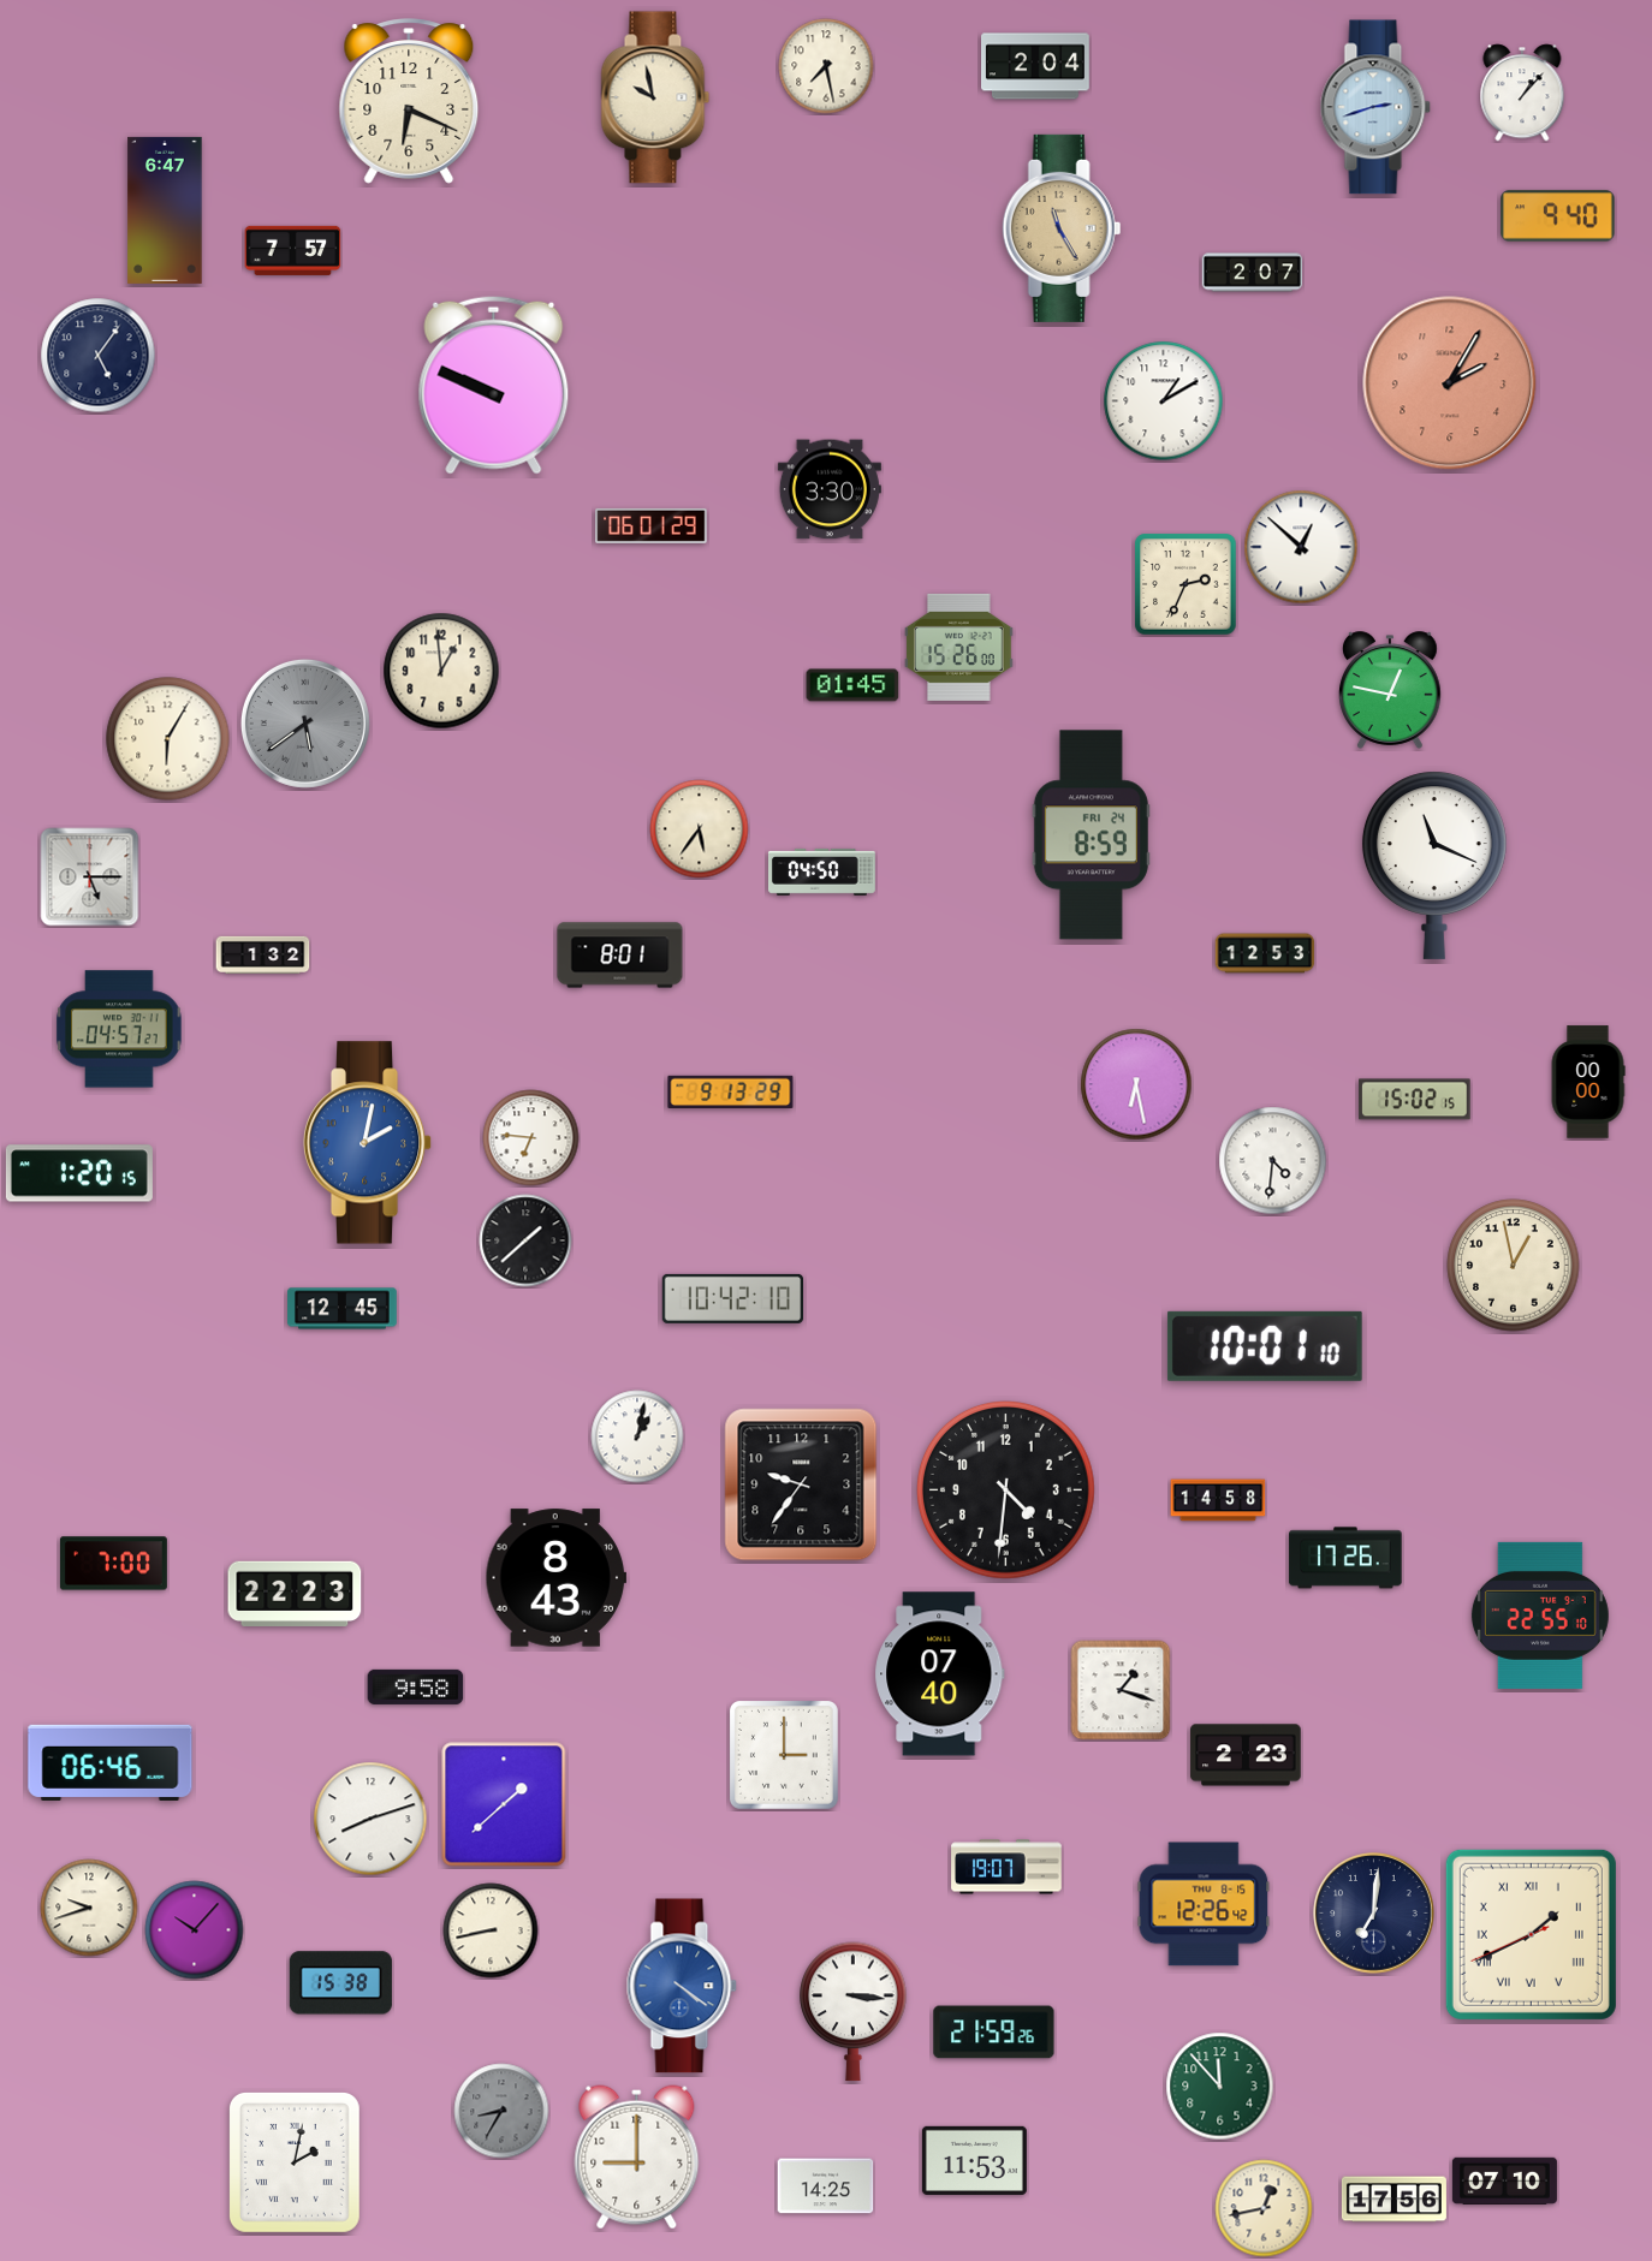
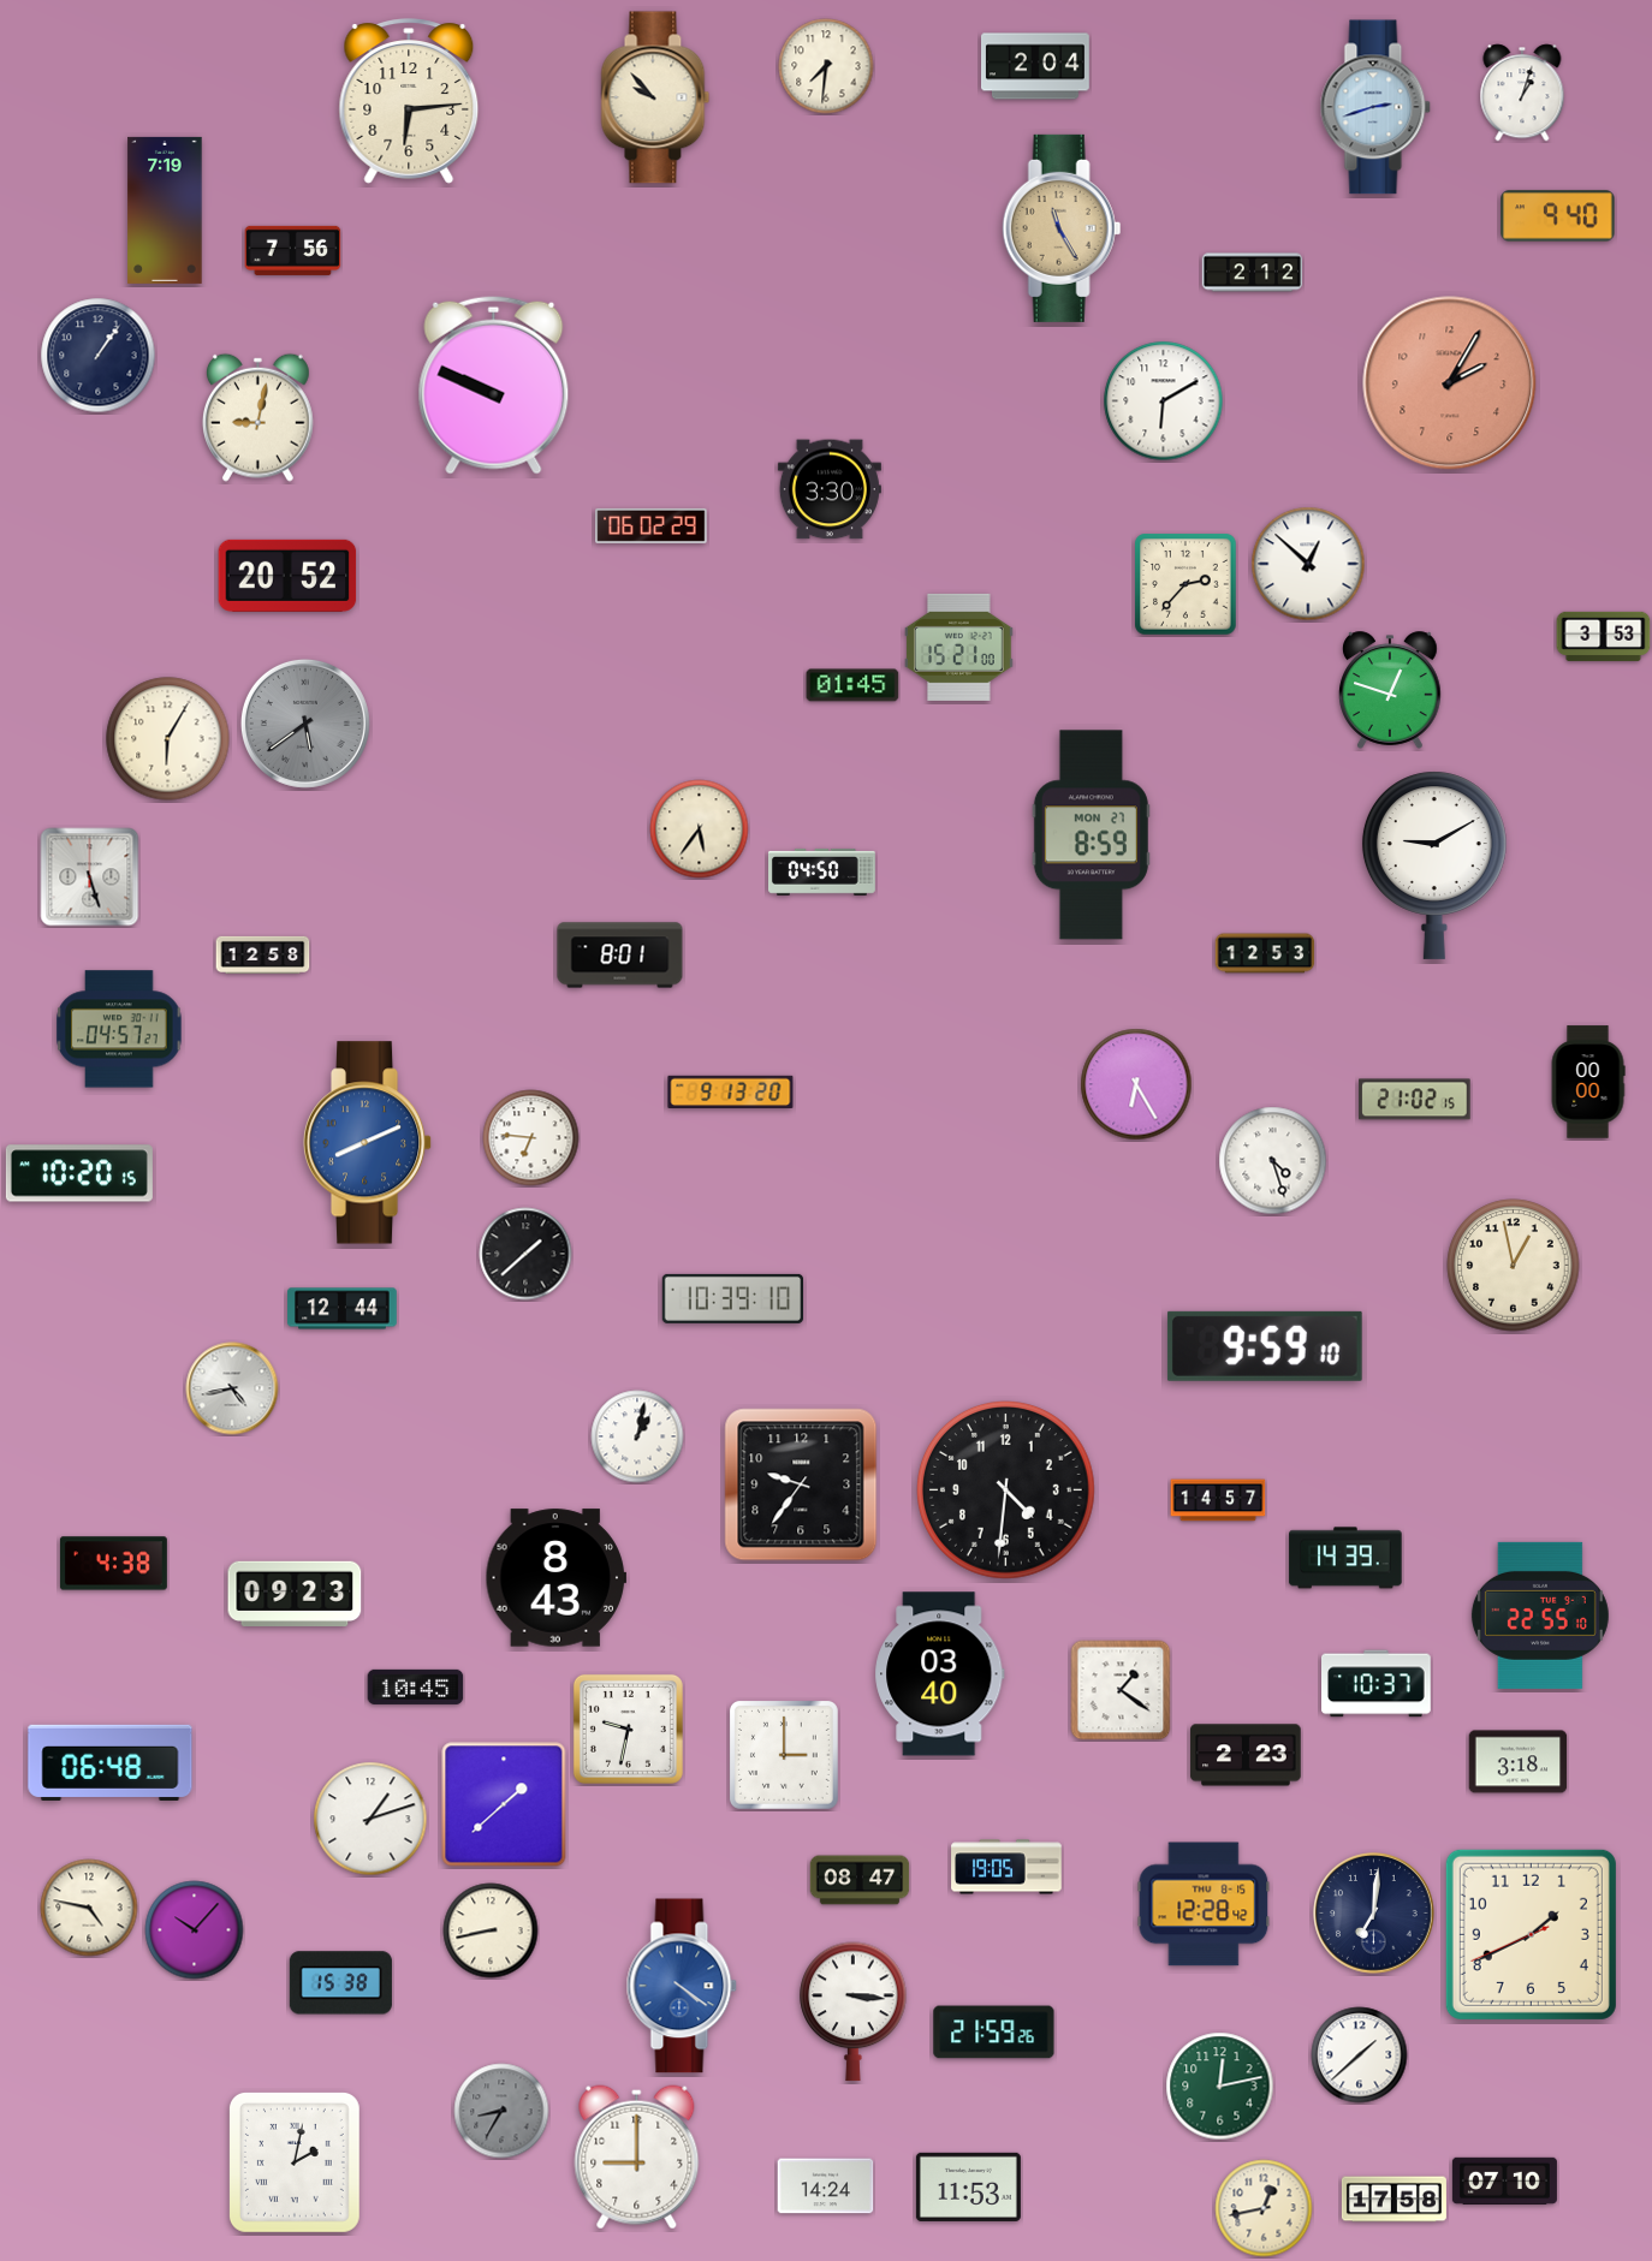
clock at (826, 66): 7:28 -> 7:31
clock at (1522, 93): 1:07 -> 1:03
clock at (655, 97): 9:58 -> 9:53
clock at (409, 101): 6:19 -> 6:14
clock at (165, 210): 6:47 -> 7:19
clock at (293, 250): 7:57 -> 7:56
clock at (1253, 273): 2:07 -> 2:12
clock at (99, 356): 5:06 -> 1:06
clock at (1164, 401): 1:10 -> 6:10
clock at (257, 417): none -> 9:02
clock at (652, 525): 06:01 -> 06:02
clock at (1301, 547) position: (1301, 547) -> (1308, 564)
clock at (287, 576): none -> 20:52
clock at (1185, 584): 2:34 -> 2:37
clock at (1604, 636): none -> 3:53
clock at (959, 647): 15:26 -> 15:21
clock at (441, 671): 12:59 -> none
clock at (1390, 690): 12:47 -> 12:48
clock at (1091, 835) date: FRI 24 -> MON 27
clock at (1434, 865): 11:19 -> 9:10
clock at (90, 877): 5:15 -> 5:27
clock at (263, 954): 1:32 -> 12:58
clock at (1136, 1084): 6:28 -> 6:25
clock at (731, 1091): 9:13:29 -> 9:13:20
clock at (1415, 1100): 15:02 -> 21:02
clock at (368, 1143): 2:02 -> 8:11
clock at (1273, 1161): 4:31 -> 4:27
clock at (79, 1173): 1:20 -> 10:20
clock at (525, 1240) position: (525, 1240) -> (525, 1254)
clock at (733, 1298): 10:42 -> 10:39
clock at (343, 1309): 12:45 -> 12:44
clock at (1265, 1346): 10:01 -> 9:59
clock at (232, 1388): none -> 4:43
clock at (1218, 1500): 14:58 -> 14:57
clock at (1345, 1558): 17:26 -> 14:39
clock at (113, 1564): 7:00 -> 4:38
clock at (295, 1593): 22:23 -> 09:23
clock at (940, 1674): 07:40 -> 03:40
clock at (1377, 1684): none -> 10:37
clock at (416, 1686): 9:58 -> 10:45
clock at (1121, 1690): 1:18 -> 1:21
clock at (628, 1729): none -> 9:32
clock at (111, 1762): 06:46 -> 06:48
clock at (1519, 1762): none -> 3:18
clock at (370, 1819): 8:12 -> 1:12
clock at (1006, 1867): 19:07 -> 19:05
clock at (860, 1880): none -> 08:47
clock at (1204, 1904): 12:26 -> 12:28
clock at (89, 1908): 9:42 -> 4:47
clock at (1531, 1934) numerals: Roman -> Arabic
clock at (1360, 2055): none -> 1:38
clock at (1220, 2087): 11:53 -> 12:13
clock at (974, 2160) position: (974, 2160) -> (968, 2186)
clock at (826, 2186): 14:25 -> 14:24
clock at (1393, 2200): 17:56 -> 17:58
